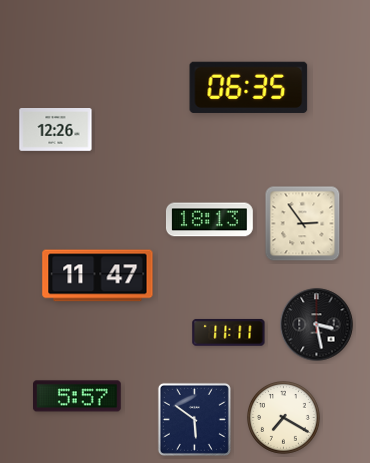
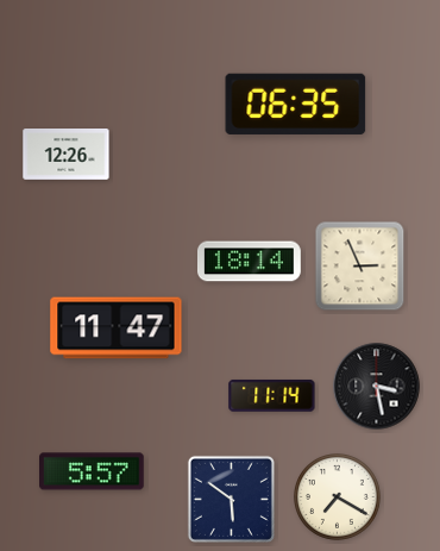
clock at (209, 220): 18:13 -> 18:14
clock at (303, 224): 2:54 -> 2:56
clock at (229, 333): 11:11 -> 11:14
